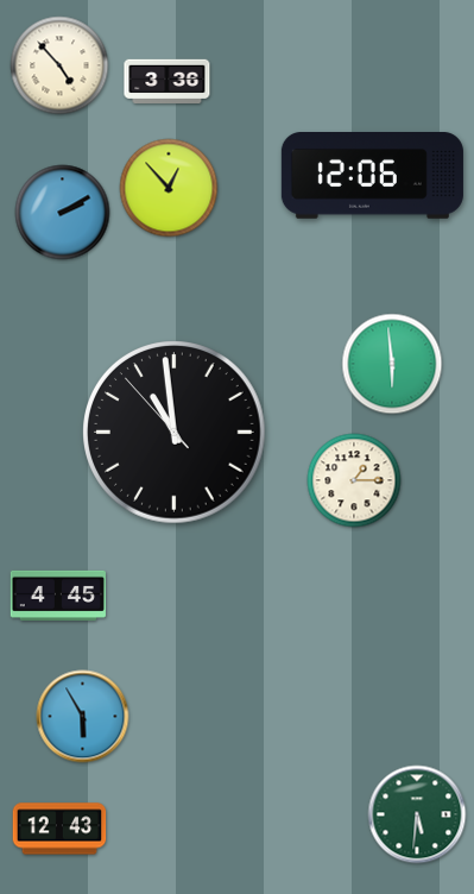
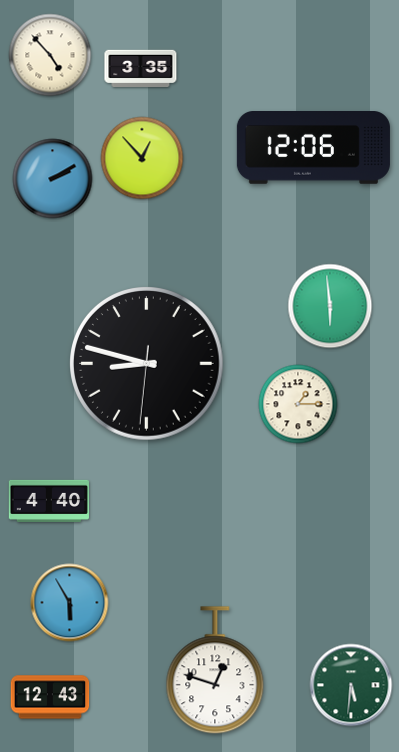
clock at (168, 82): 3:36 -> 3:35
clock at (175, 433): 10:58 -> 8:47
clock at (58, 596): 4:45 -> 4:40
clock at (215, 671): none -> 12:48
